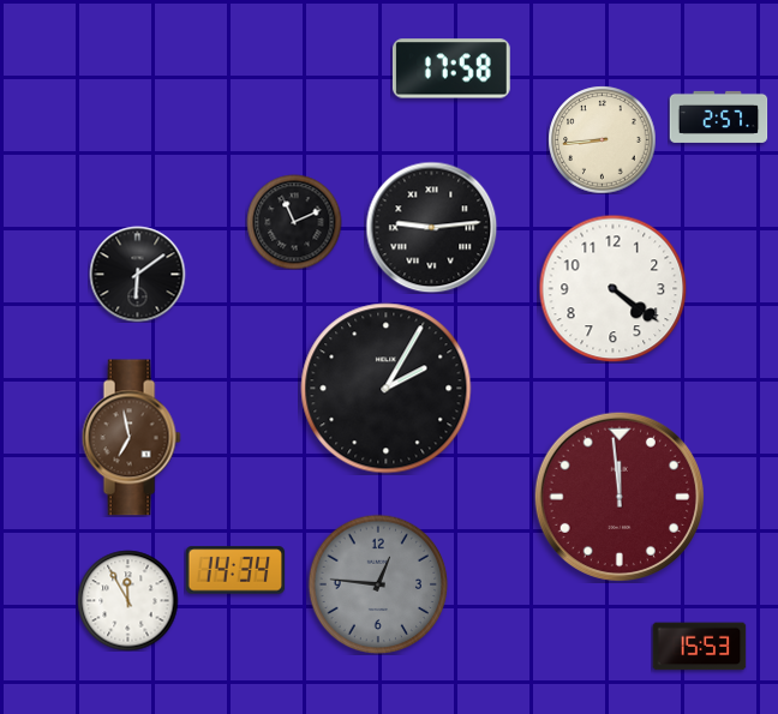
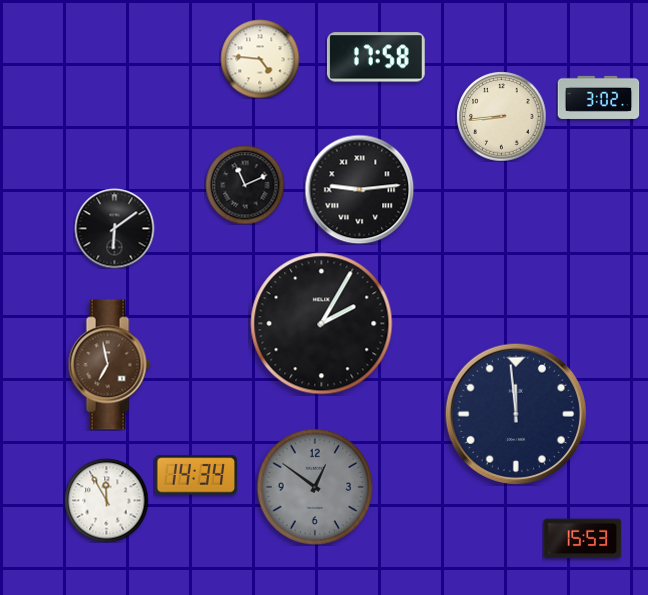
clock at (260, 59): none -> 4:46
clock at (718, 116): 2:57 -> 3:02
clock at (612, 288): 4:21 -> none
clock at (618, 496) dial: burgundy -> navy
clock at (378, 584): 12:46 -> 12:51
